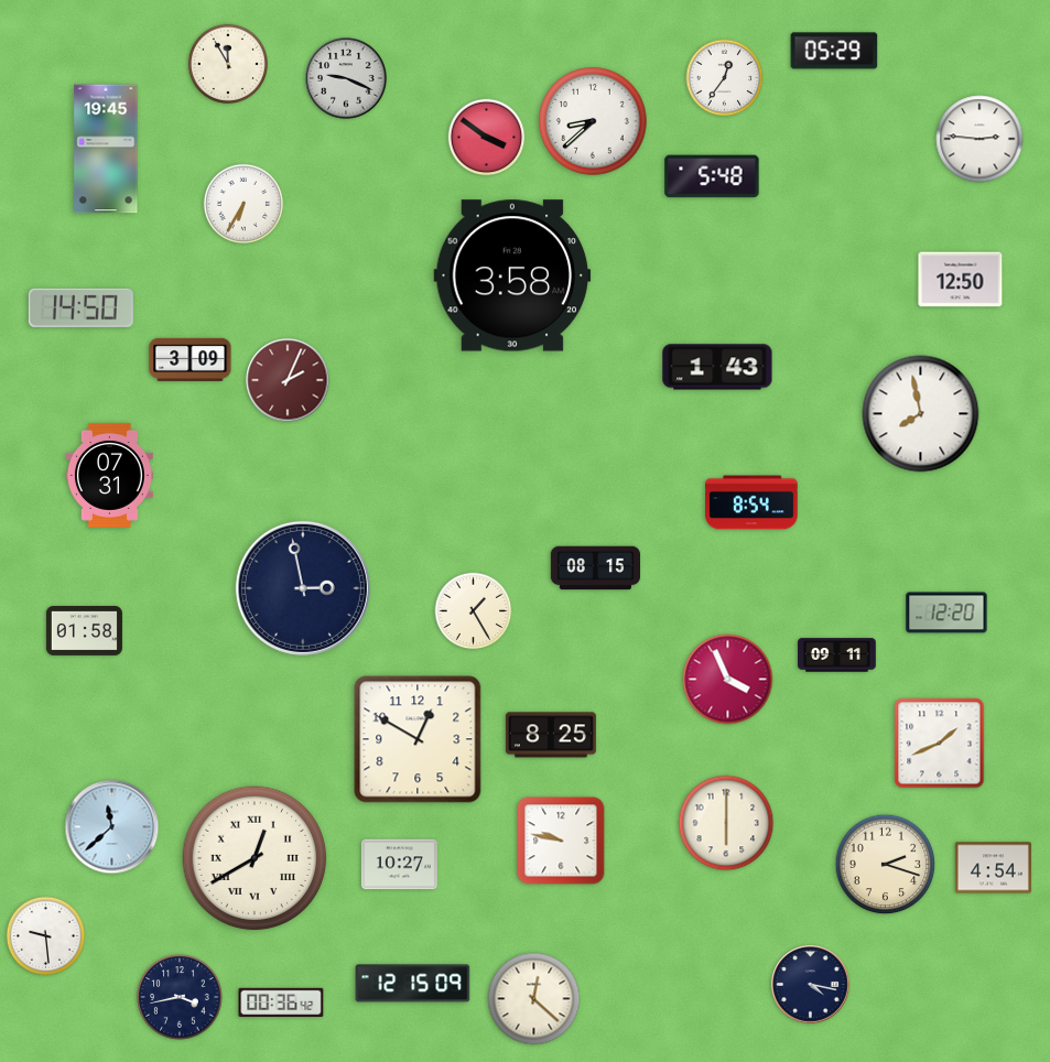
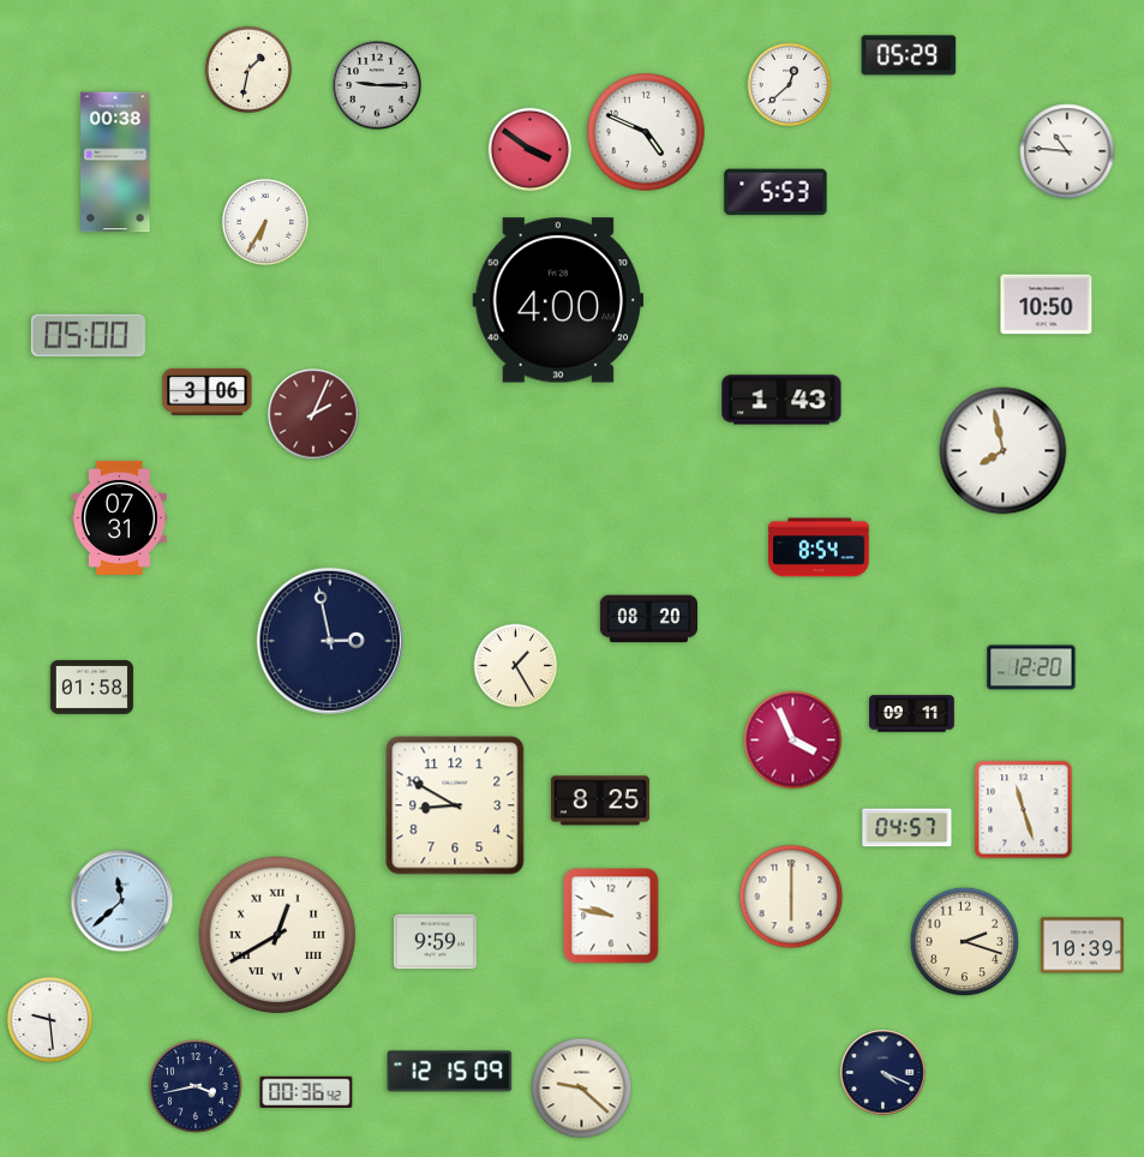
clock at (228, 64): 11:55 -> 1:32
clock at (346, 78): 9:19 -> 9:15
clock at (725, 78): 12:36 -> 12:38
clock at (593, 121): 8:38 -> 4:49
clock at (979, 139): 2:46 -> 10:46
clock at (106, 149): 19:45 -> 00:38
clock at (712, 176): 5:48 -> 5:53
clock at (512, 275): 3:58 -> 4:00
clock at (961, 280): 12:50 -> 10:50
clock at (80, 307): 14:50 -> 05:00
clock at (191, 359): 3:09 -> 3:06
clock at (595, 568): 08:15 -> 08:20
clock at (418, 739): 12:50 -> 8:50
clock at (940, 744): 1:41 -> 11:27
clock at (908, 828): none -> 04:57
clock at (399, 865): 10:27 -> 9:59
clock at (993, 868): 4:54 -> 10:39
clock at (811, 985): 4:17 -> 4:19
clock at (534, 999): 12:22 -> 9:22
